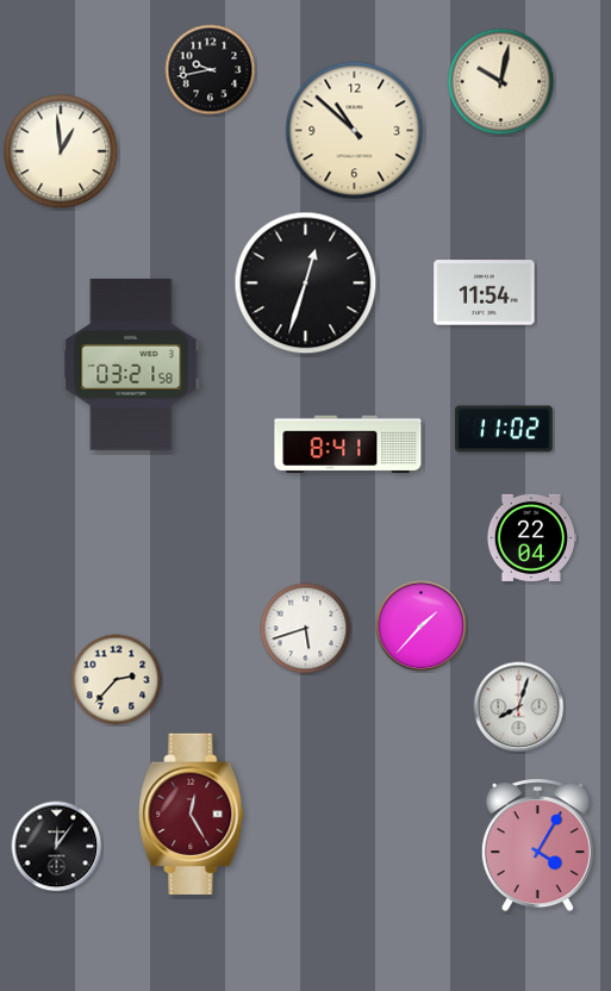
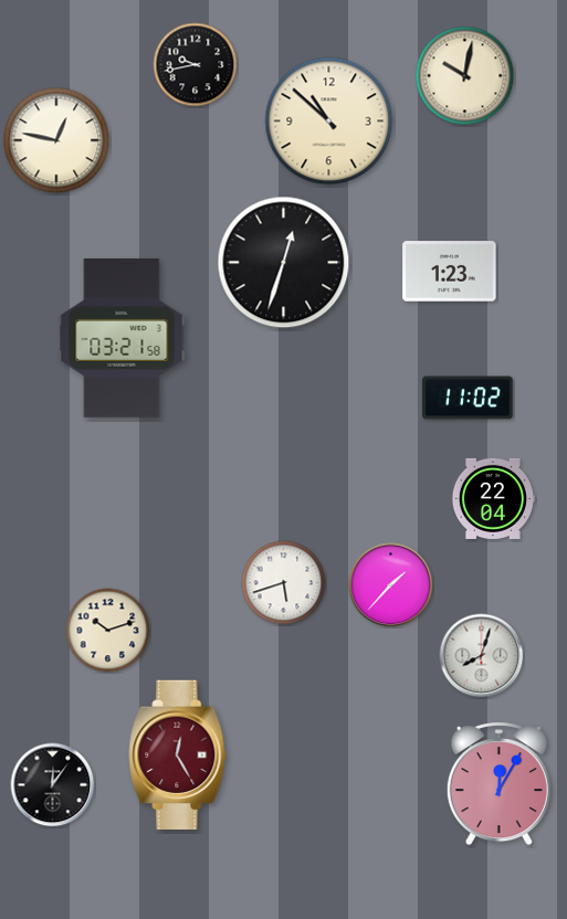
clock at (61, 151): 12:59 -> 12:47
clock at (485, 293): 11:54 -> 1:23
clock at (348, 444): 8:41 -> none
clock at (422, 627) position: (422, 627) -> (391, 585)
clock at (117, 680): 2:37 -> 10:12
clock at (537, 846): 4:05 -> 12:05
